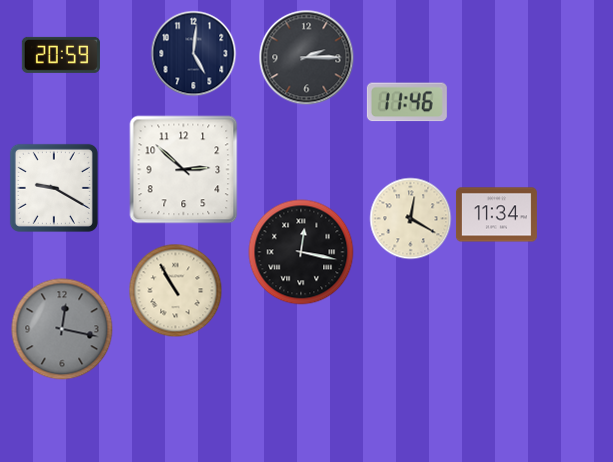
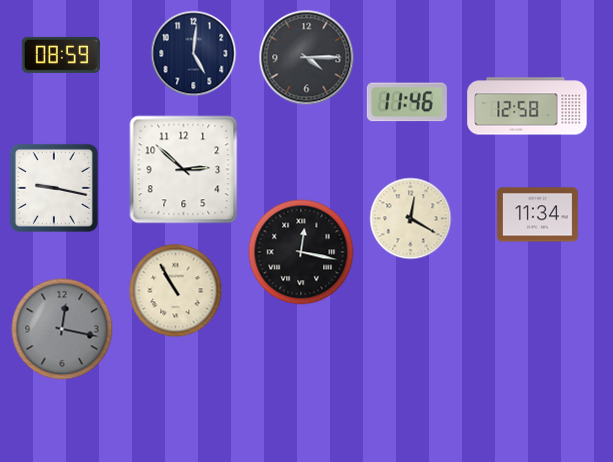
clock at (61, 55): 20:59 -> 08:59
clock at (307, 58): 2:15 -> 4:15
clock at (527, 106): none -> 12:58
clock at (54, 188): 9:20 -> 9:17
clock at (496, 215) position: (496, 215) -> (537, 215)
